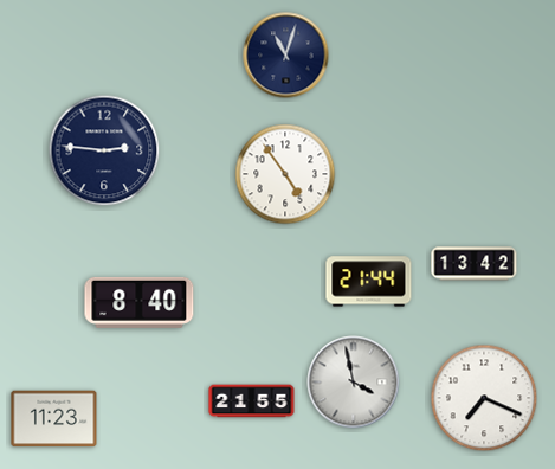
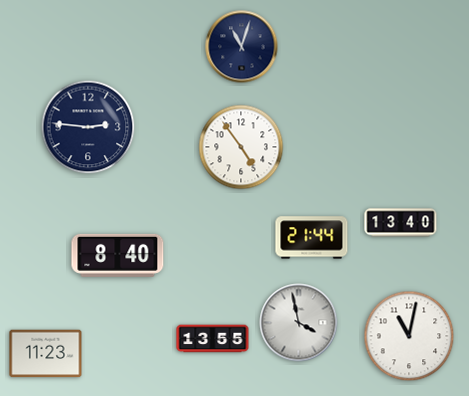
clock at (475, 264): 13:42 -> 13:40
clock at (484, 398): 7:19 -> 11:02
clock at (252, 401): 21:55 -> 13:55
